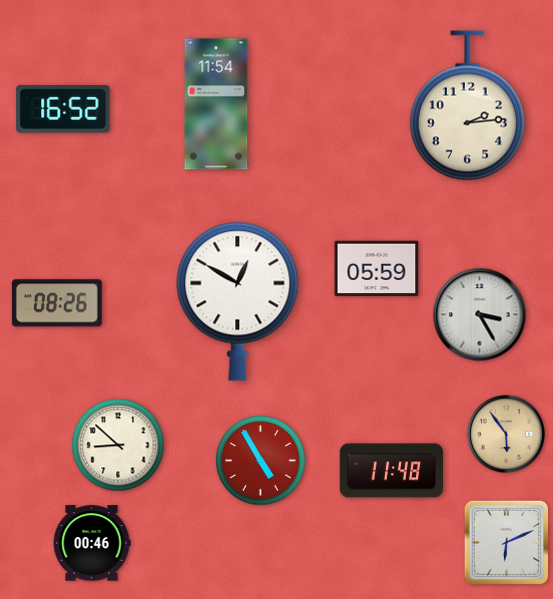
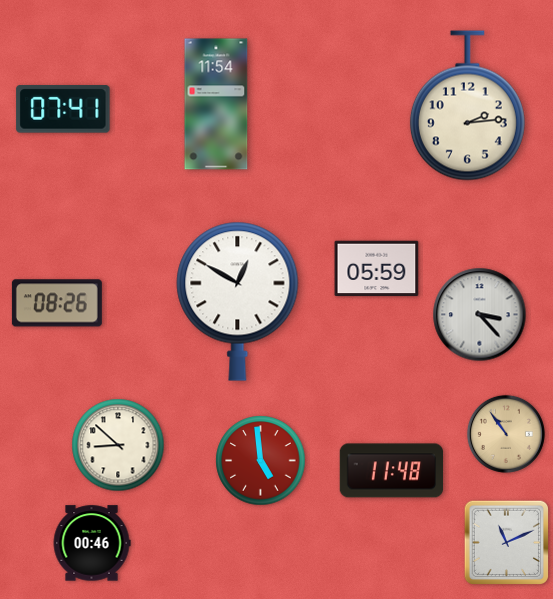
clock at (63, 109): 16:52 -> 07:41
clock at (480, 315): 3:25 -> 3:23
clock at (506, 434): 5:54 -> 10:54
clock at (261, 461): 4:55 -> 4:59
clock at (507, 543): 6:11 -> 11:11
